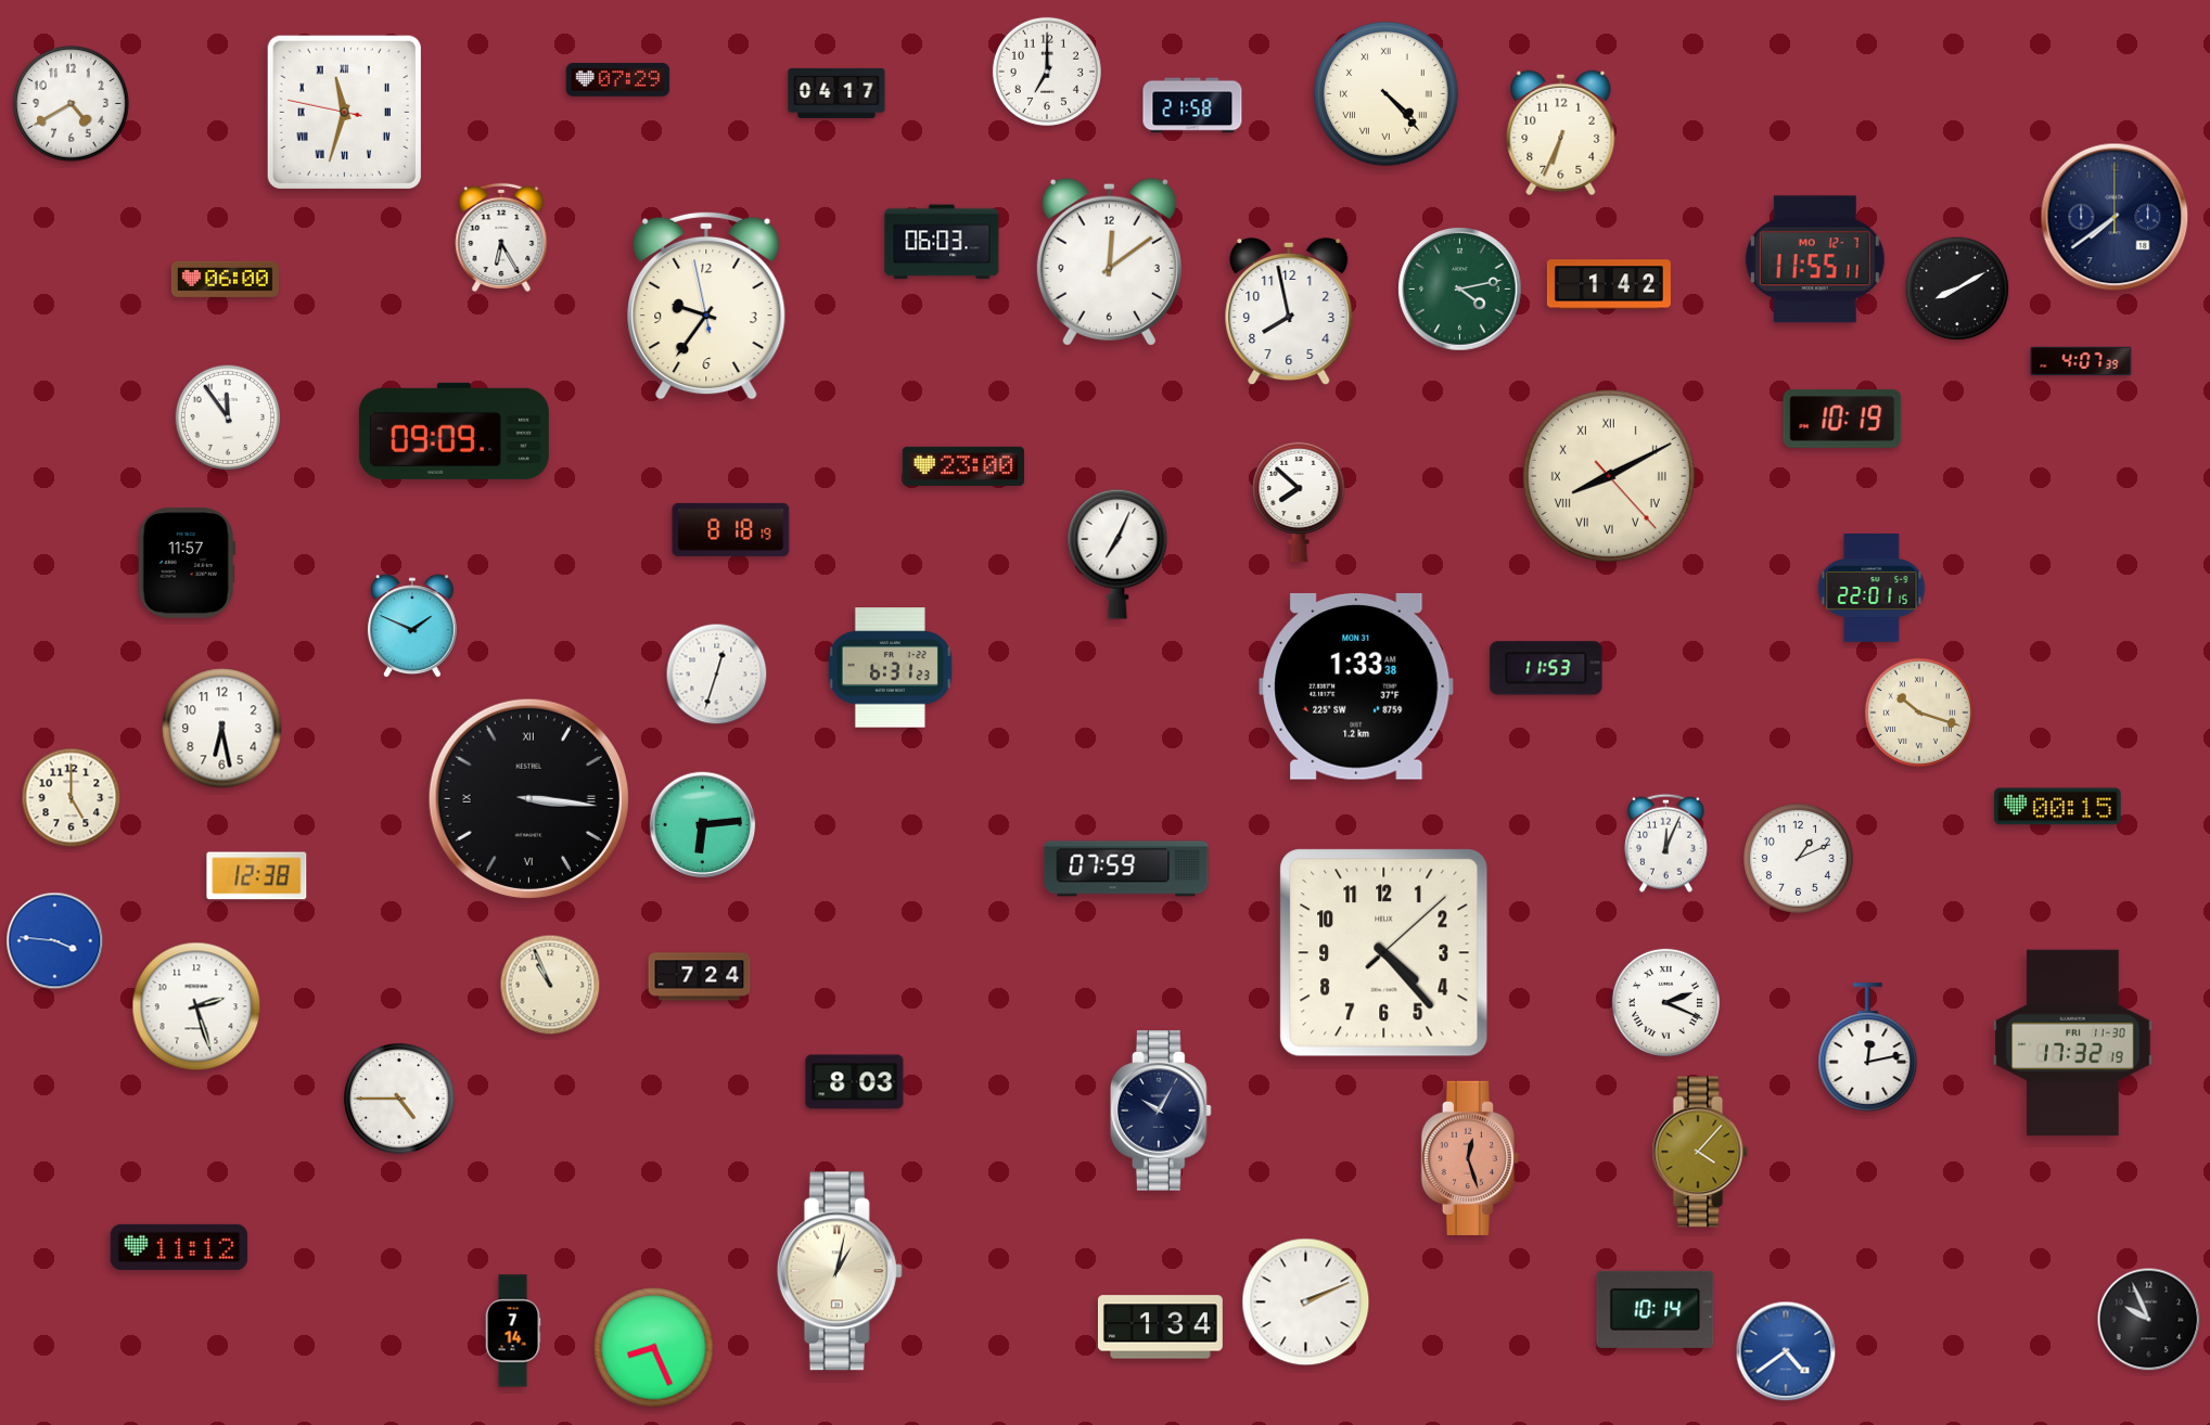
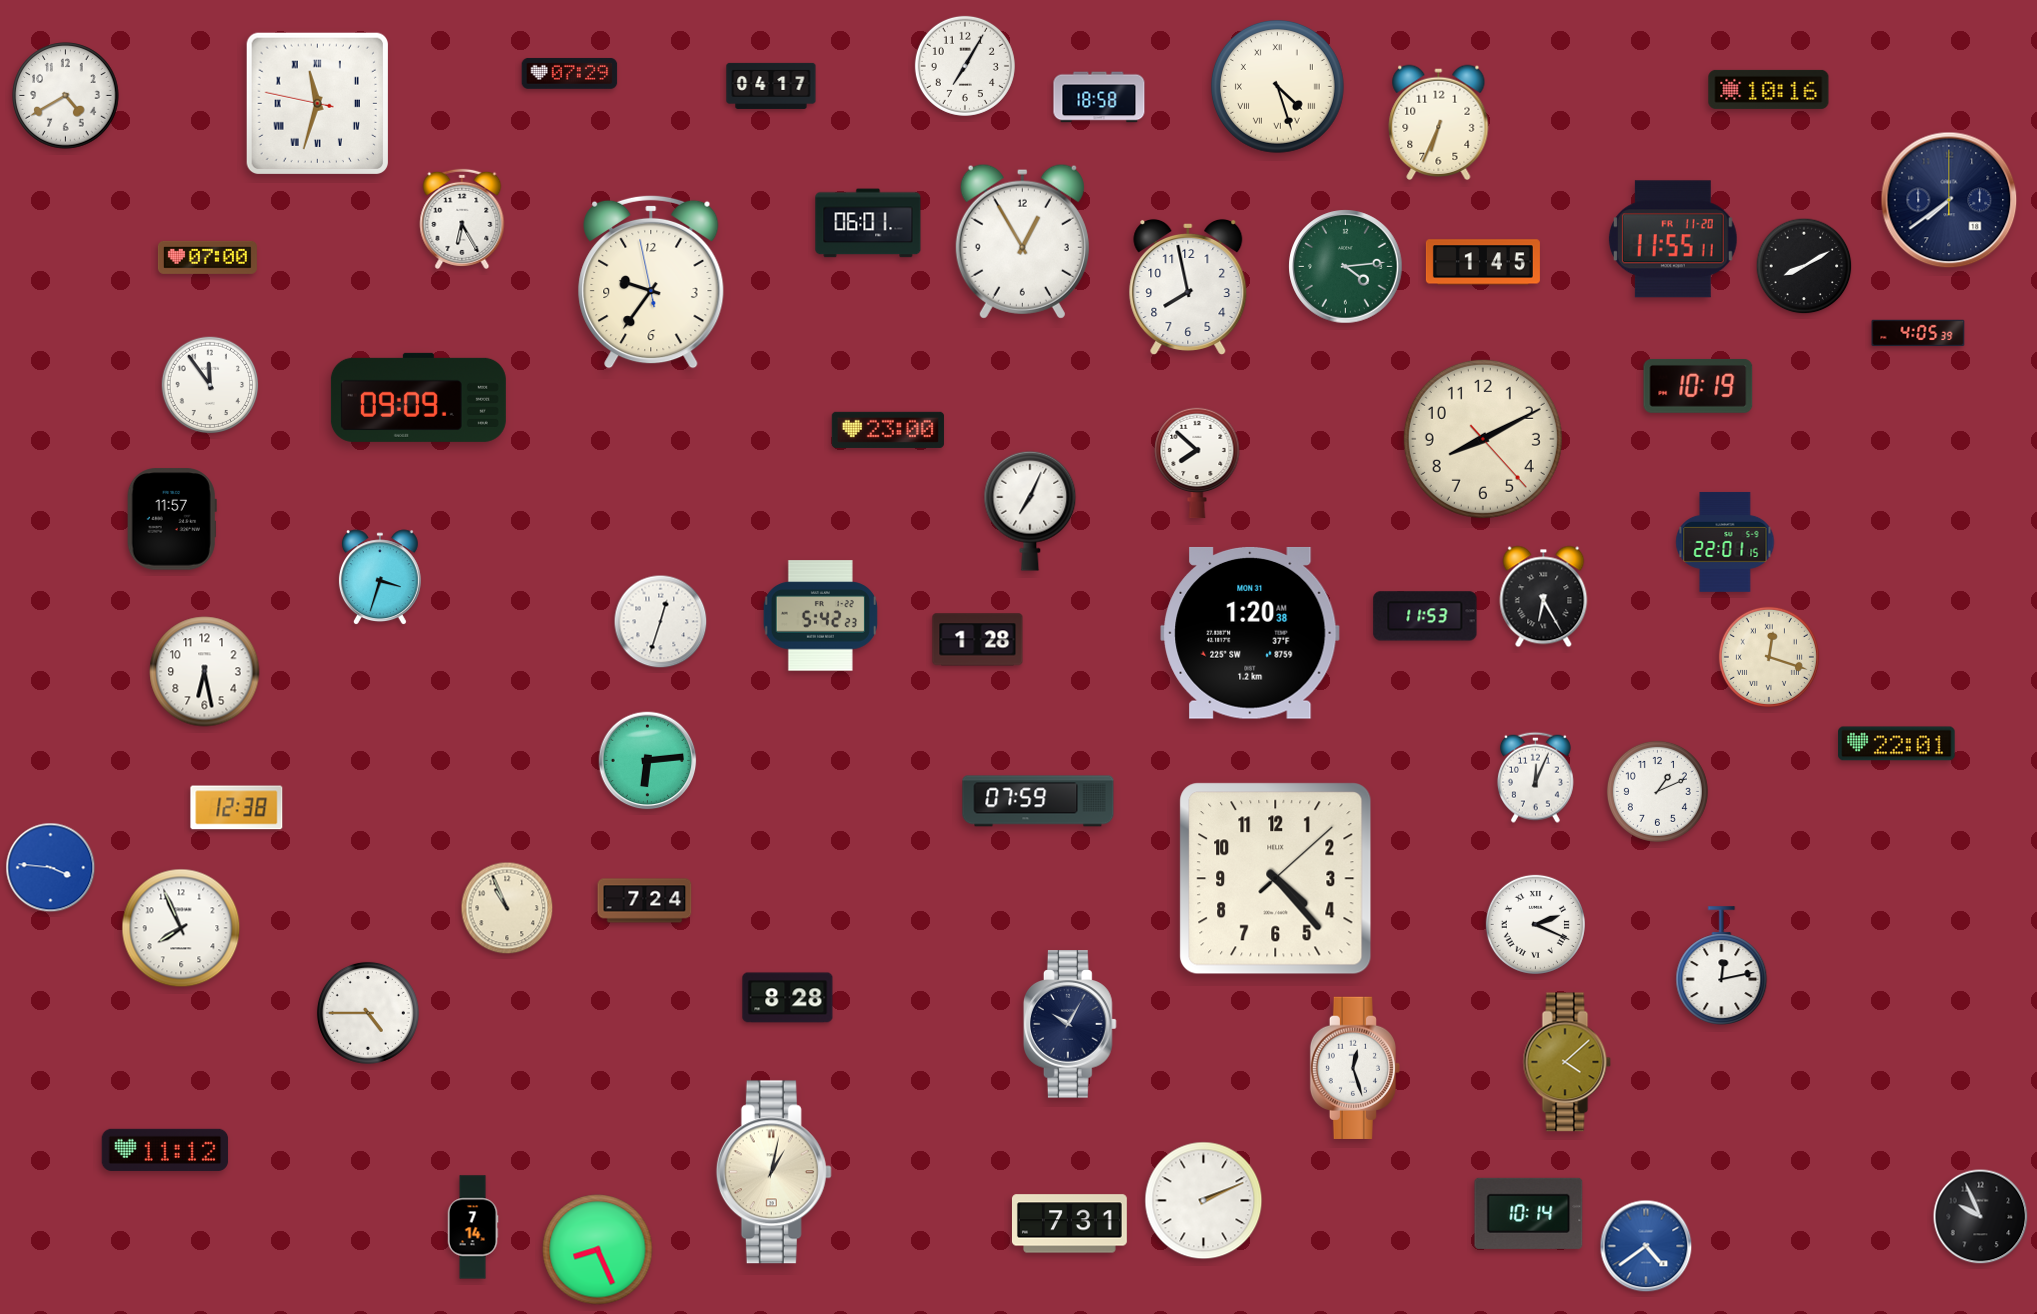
clock at (1047, 72): 7:00 -> 7:05
clock at (1385, 93): 4:23 -> 4:27
clock at (1769, 89): none -> 10:16
clock at (1192, 105): 21:58 -> 18:58
clock at (942, 242): 06:03 -> 06:01
clock at (1815, 259) date: MO 12-7 -> FR 11-20
clock at (1109, 261): 12:09 -> 12:55
clock at (225, 279): 06:00 -> 07:00
clock at (1609, 284): 1:42 -> 1:45
clock at (1460, 290): 4:13 -> 4:14
clock at (2081, 361): 4:07 -> 4:05
clock at (1609, 476) numerals: Roman -> Arabic
clock at (731, 529): 8:18 -> none
clock at (412, 627): 1:49 -> 3:33
clock at (1544, 597): none -> 6:25
clock at (890, 668): 6:31 -> 5:42
clock at (1356, 686): 1:33 -> 1:20
clock at (978, 640): none -> 1:28
clock at (1919, 712): 10:18 -> 12:18
clock at (72, 798): 5:00 -> none
clock at (528, 798): 3:16 -> none
clock at (2058, 807): 00:15 -> 22:01
clock at (196, 1006): 2:27 -> 7:56
clock at (2073, 1043): 17:32 -> none
clock at (855, 1082): 8:03 -> 8:28
clock at (1700, 1152): 4:07 -> 4:08
clock at (1469, 1158) dial: salmon -> white
clock at (1656, 1309) position: (1656, 1309) -> (1529, 1213)
clock at (1160, 1327): 1:34 -> 7:31
clock at (654, 1348) position: (654, 1348) -> (598, 1250)
